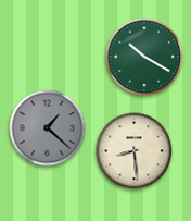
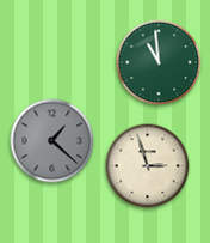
clock at (144, 57): 10:20 -> 10:59
clock at (135, 151): 8:29 -> 2:57
